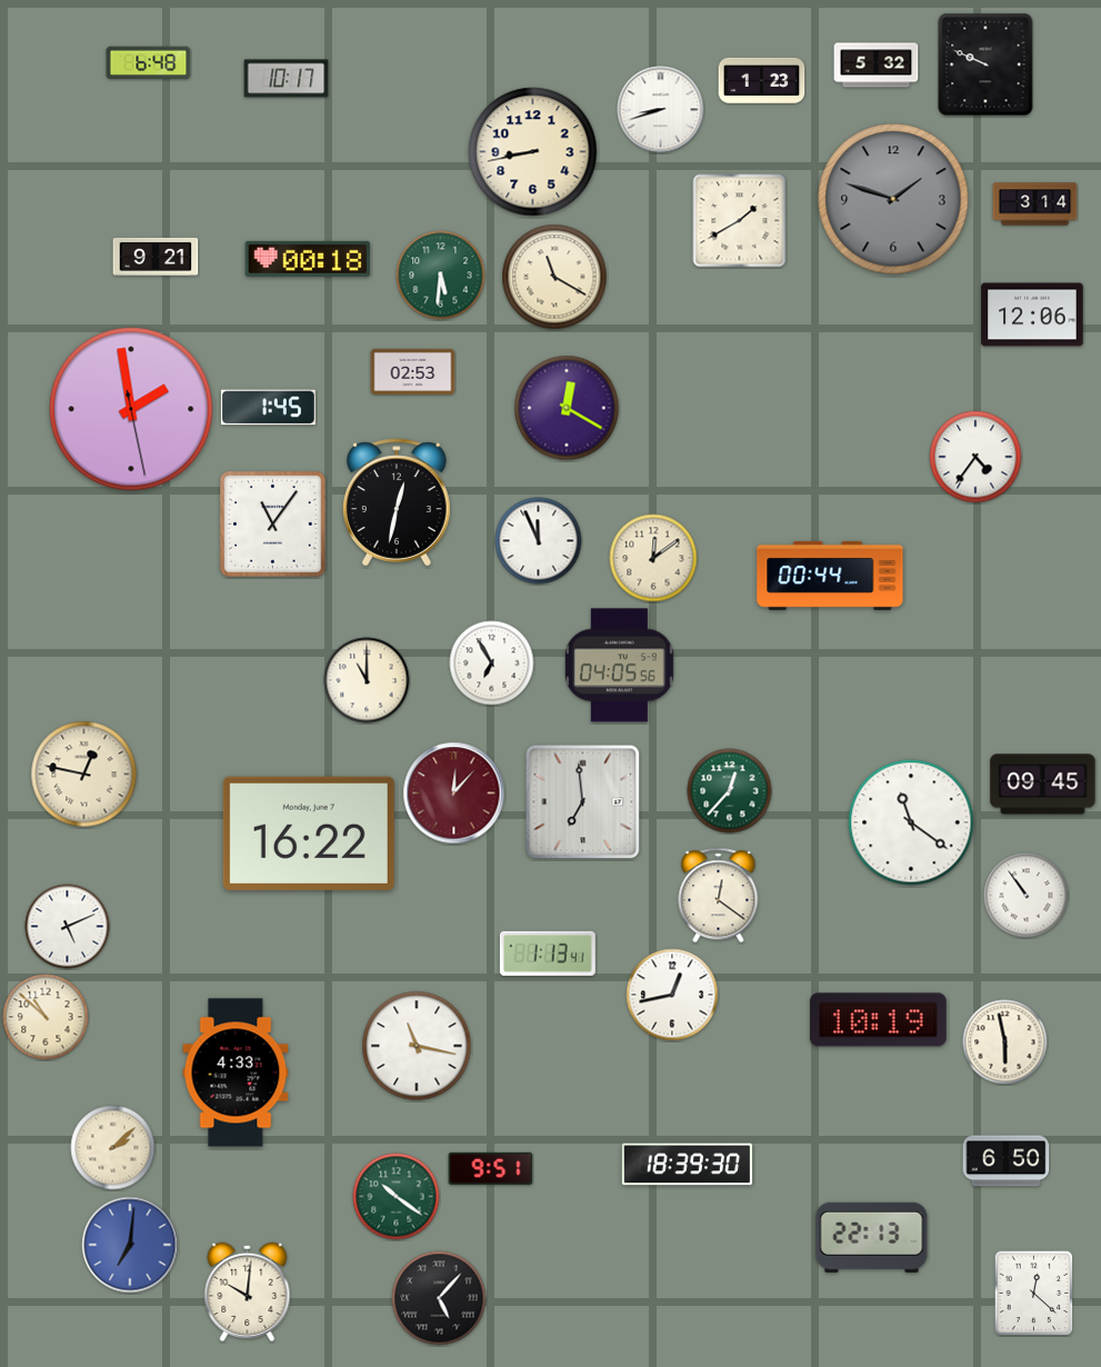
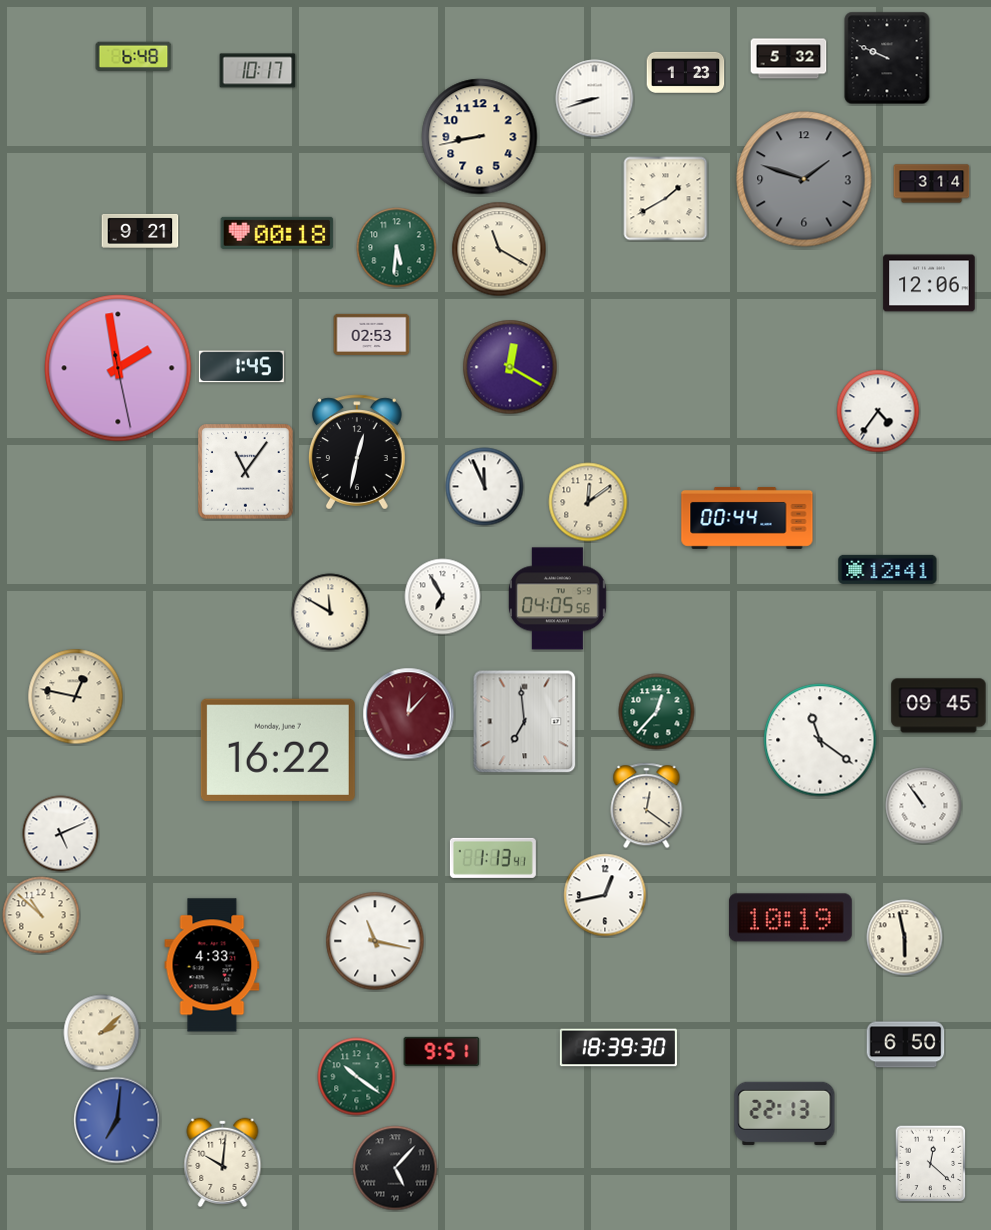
clock at (888, 569): none -> 12:41
clock at (367, 680): 11:00 -> 11:50
